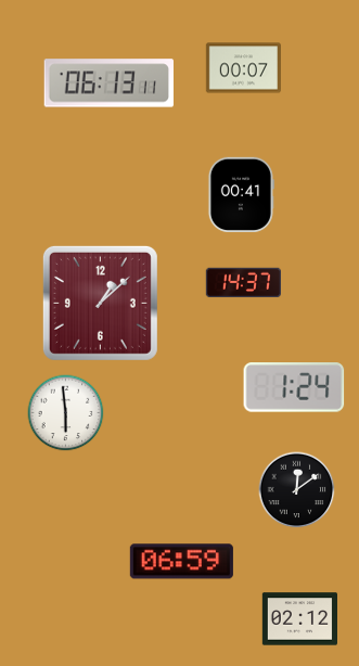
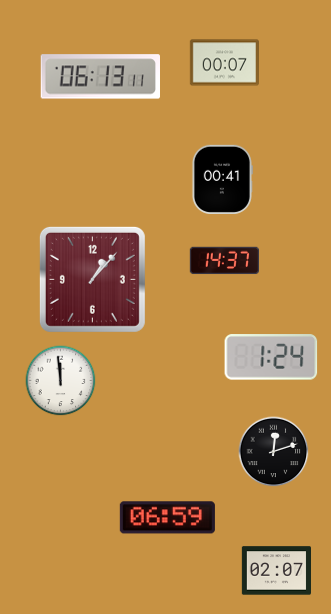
clock at (100, 303): 1:08 -> 1:07
clock at (66, 413): 5:59 -> 11:59
clock at (297, 490): 12:09 -> 12:12
clock at (299, 619): 02:12 -> 02:07
